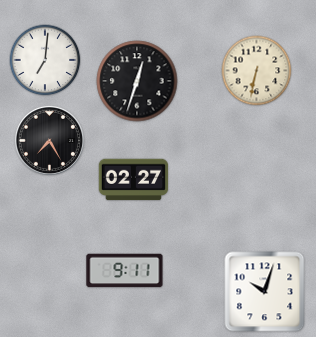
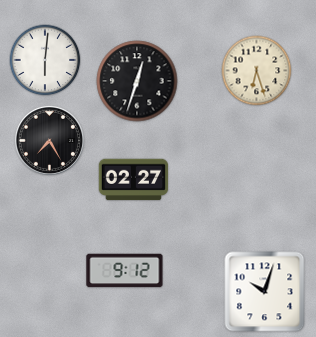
clock at (45, 60): 7:01 -> 6:01
clock at (257, 71): 6:32 -> 6:27
clock at (125, 271): 9:11 -> 9:12
